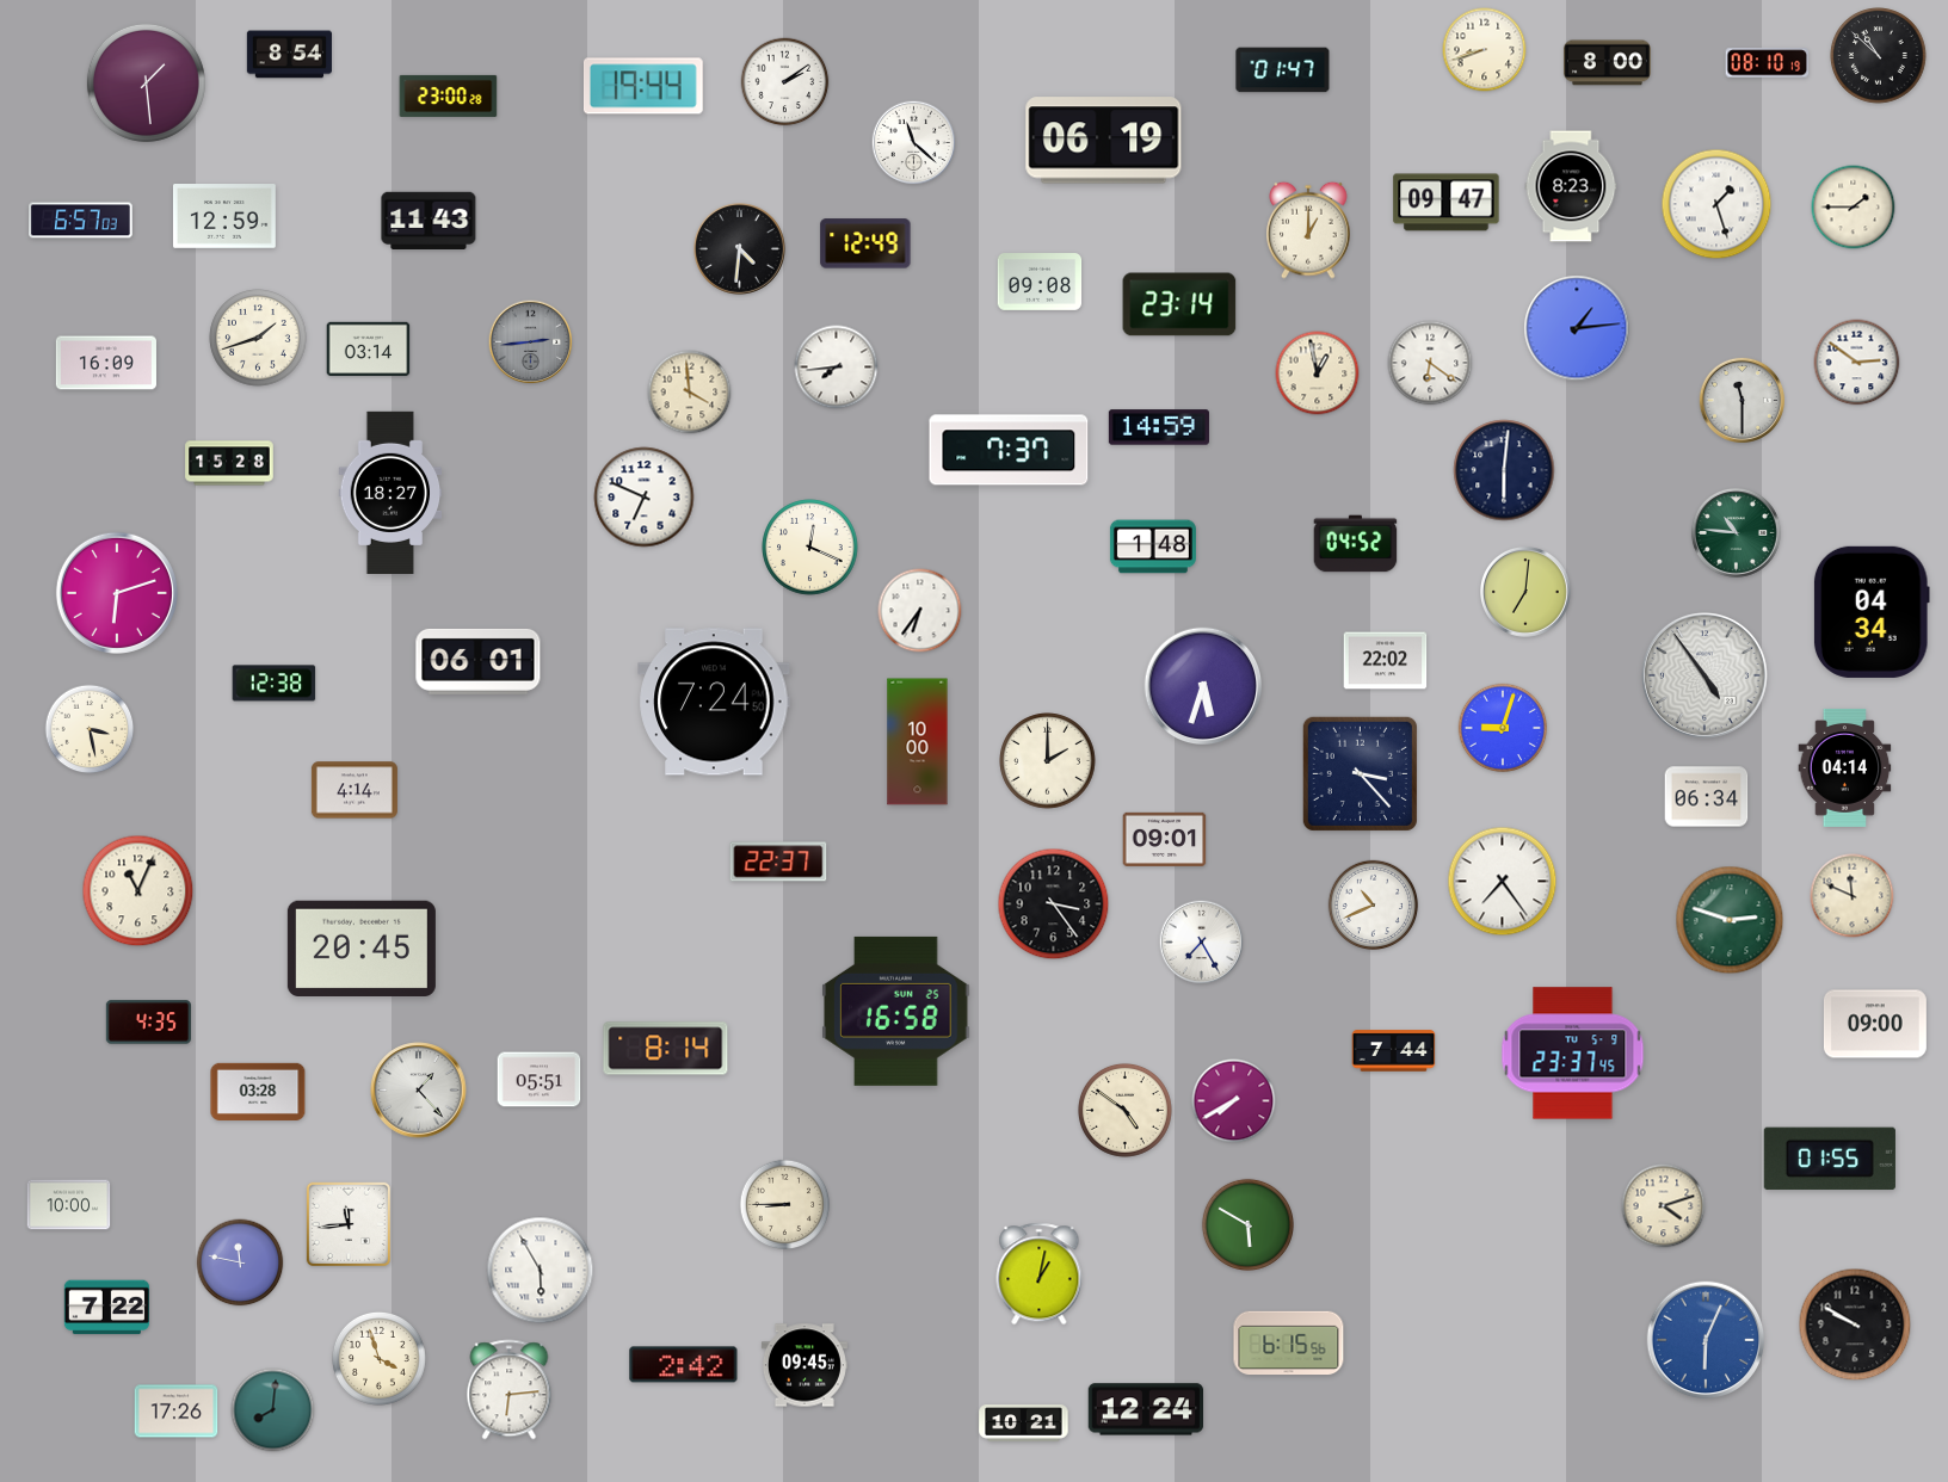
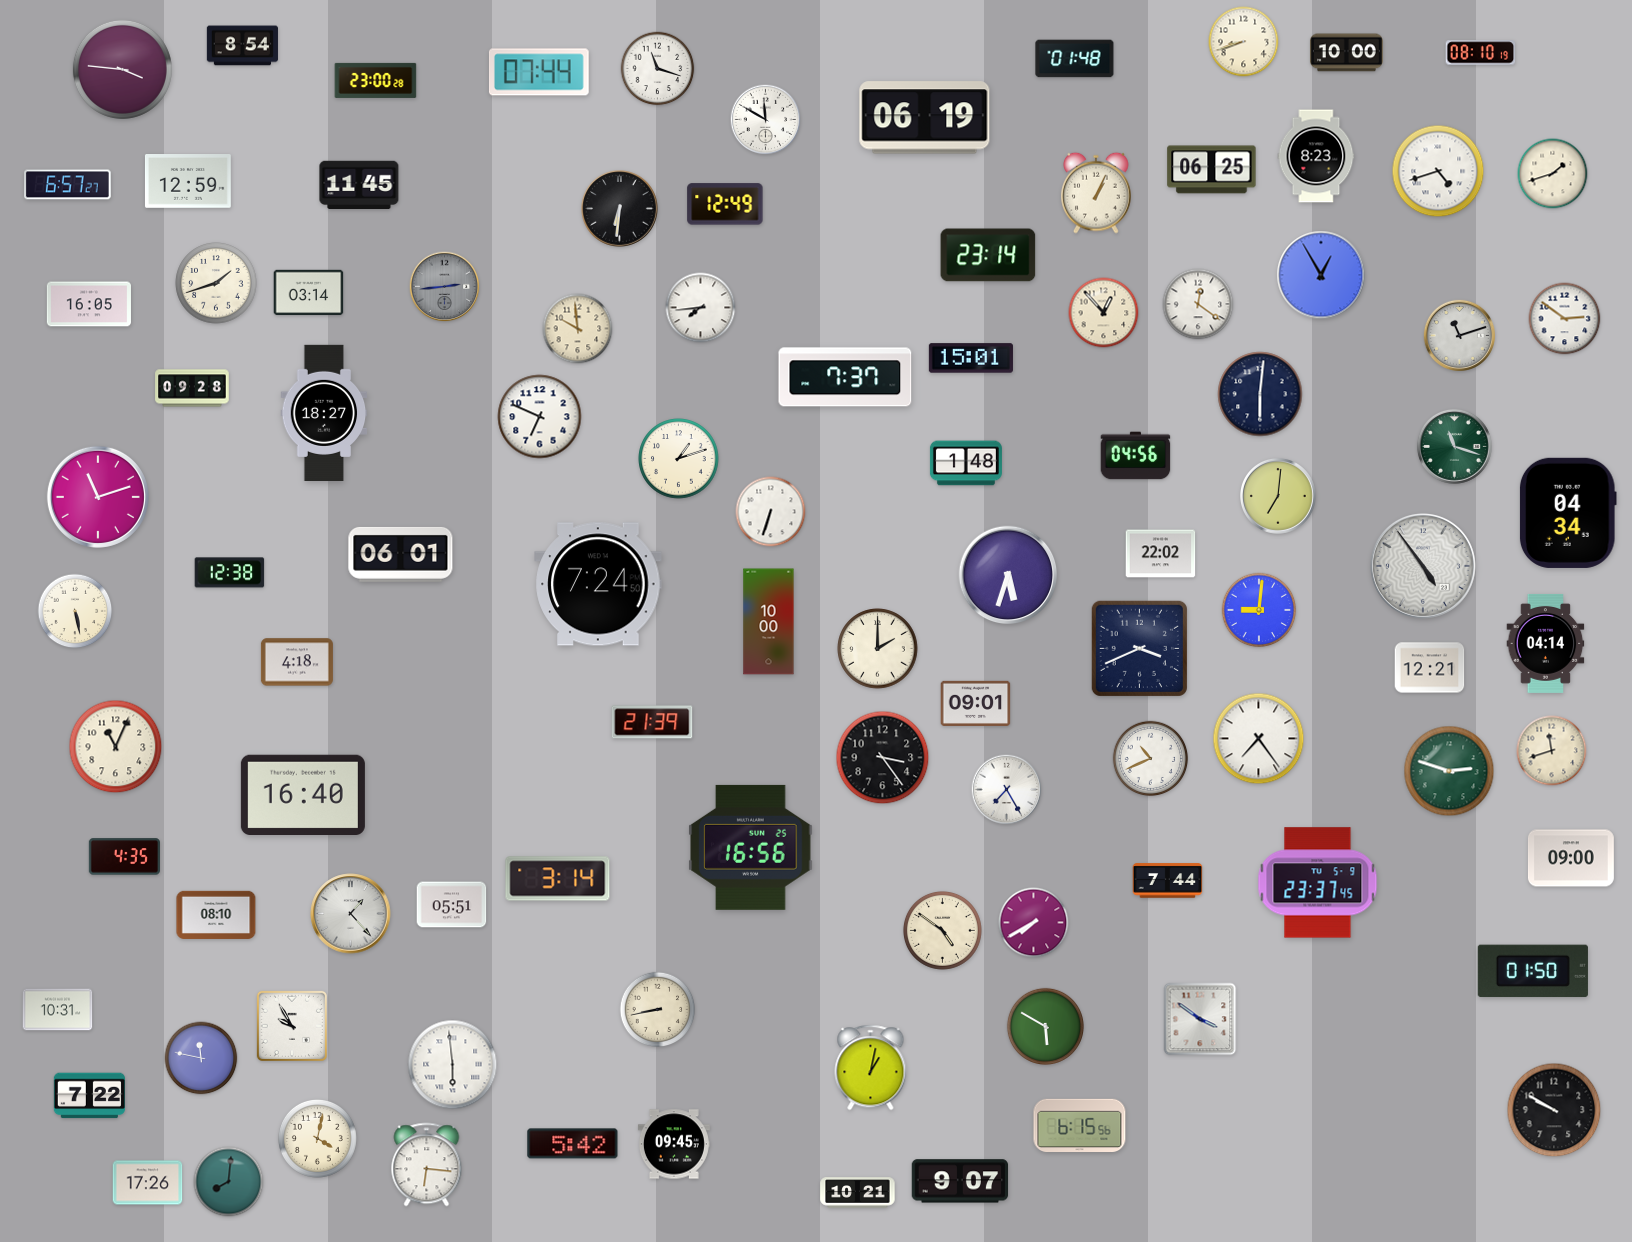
clock at (1879, 56): 10:52 -> none
clock at (1607, 63): 8:00 -> 10:00
clock at (1283, 70): 01:47 -> 01:48
clock at (146, 82): 1:29 -> 3:46
clock at (785, 82): 2:09 -> 11:18
clock at (643, 86): 19:44 -> 07:44
clock at (914, 143): 11:22 -> 11:50
clock at (1447, 203): 09:47 -> 06:25
clock at (1716, 204): 1:27 -> 4:42
clock at (1854, 208): 1:45 -> 1:42
clock at (429, 220): 11:43 -> 11:45
clock at (81, 221): 6:57:03 -> 6:57:27
clock at (1308, 230): 1:00 -> 1:04
clock at (740, 249): 4:31 -> 6:31
clock at (1040, 283): 09:08 -> none
clock at (1577, 328): 1:14 -> 12:55
clock at (106, 363): 16:09 -> 16:05
clock at (1430, 363): 6:21 -> 12:21
clock at (1857, 363) position: (1857, 363) -> (1565, 319)
clock at (1318, 373): 12:58 -> 12:53
clock at (690, 393): 3:59 -> 9:59
clock at (1742, 400): 11:30 -> 11:12
clock at (1159, 427): 14:59 -> 15:01
clock at (229, 463): 15:28 -> 09:28
clock at (390, 492) position: (390, 492) -> (324, 412)
clock at (1736, 532): 10:46 -> 11:18
clock at (1356, 544): 04:52 -> 04:56
clock at (1153, 547) position: (1153, 547) -> (966, 463)
clock at (810, 548): 12:19 -> 1:12
clock at (117, 593): 6:12 -> 11:12
clock at (920, 611): 6:36 -> 6:33
clock at (1704, 675) position: (1704, 675) -> (1423, 566)
clock at (714, 702) position: (714, 702) -> (598, 584)
clock at (1503, 728): 9:03 -> 9:01
clock at (90, 729): 3:28 -> 5:28
clock at (1048, 761) position: (1048, 761) -> (878, 649)
clock at (1360, 773): 3:23 -> 3:41
clock at (355, 790): 4:14 -> 4:18
clock at (1707, 797): 06:34 -> 12:21
clock at (778, 862): 22:37 -> 21:39
clock at (1853, 896): 11:49 -> 11:42
clock at (362, 947): 20:45 -> 16:40
clock at (896, 1011): 16:58 -> 16:56
clock at (666, 1049): 8:14 -> 3:14
clock at (258, 1092): 03:28 -> 08:10
clock at (1830, 1159): 01:55 -> 01:50
clock at (69, 1205): 10:00 -> 10:31
clock at (785, 1205): 8:45 -> 8:43
clock at (1664, 1206): 4:12 -> none
clock at (1200, 1019): none -> 3:51
clock at (349, 1224): 11:44 -> 9:55
clock at (541, 1271): 5:55 -> 5:59
clock at (1706, 1340): 6:04 -> none
clock at (378, 1358): 3:57 -> 4:02
clock at (684, 1365): 2:42 -> 5:42
clock at (510, 1390): 6:14 -> 6:16
clock at (1146, 1409): 12:24 -> 9:07
